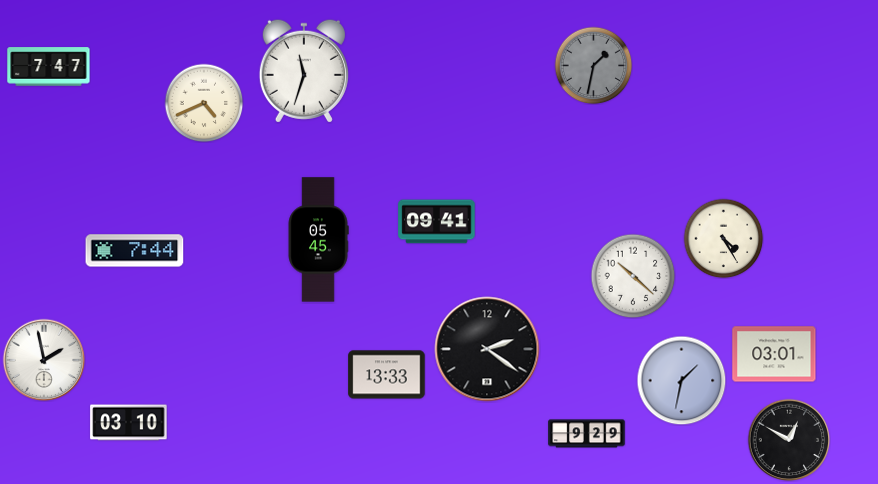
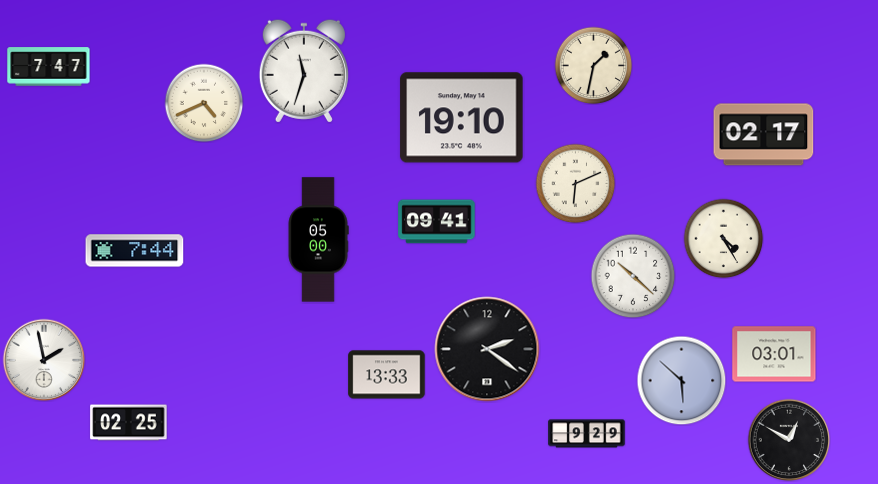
clock at (593, 65) dial: grey -> cream
clock at (462, 118): none -> 19:10
clock at (764, 135): none -> 02:17
clock at (575, 183): none -> 6:11
clock at (318, 240): 05:45 -> 05:00
clock at (681, 380): 1:32 -> 5:52
clock at (129, 423): 03:10 -> 02:25
